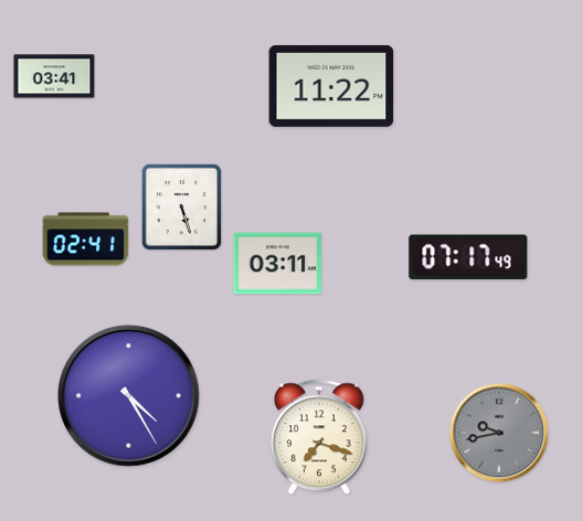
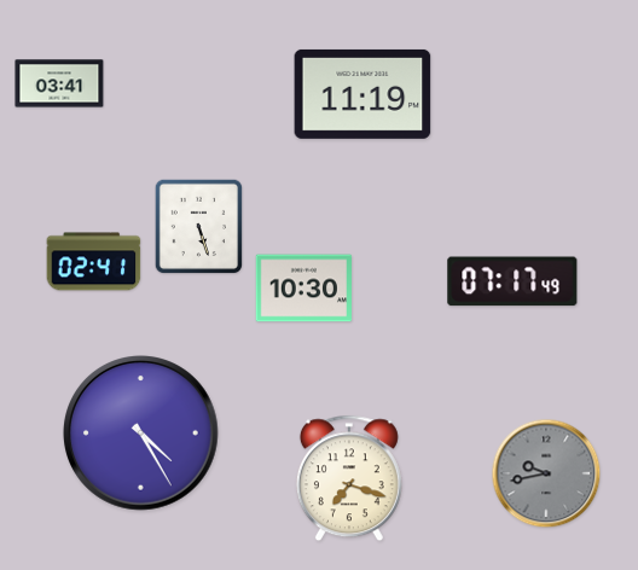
clock at (331, 86): 11:22 -> 11:19
clock at (278, 264): 03:11 -> 10:30
